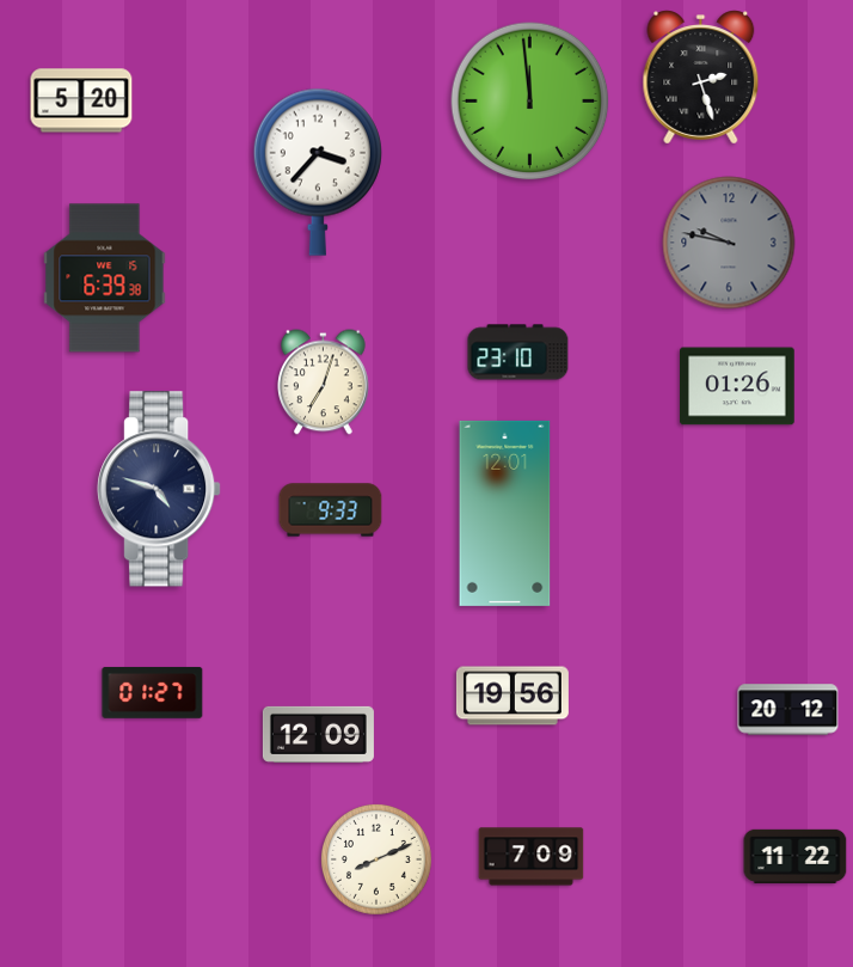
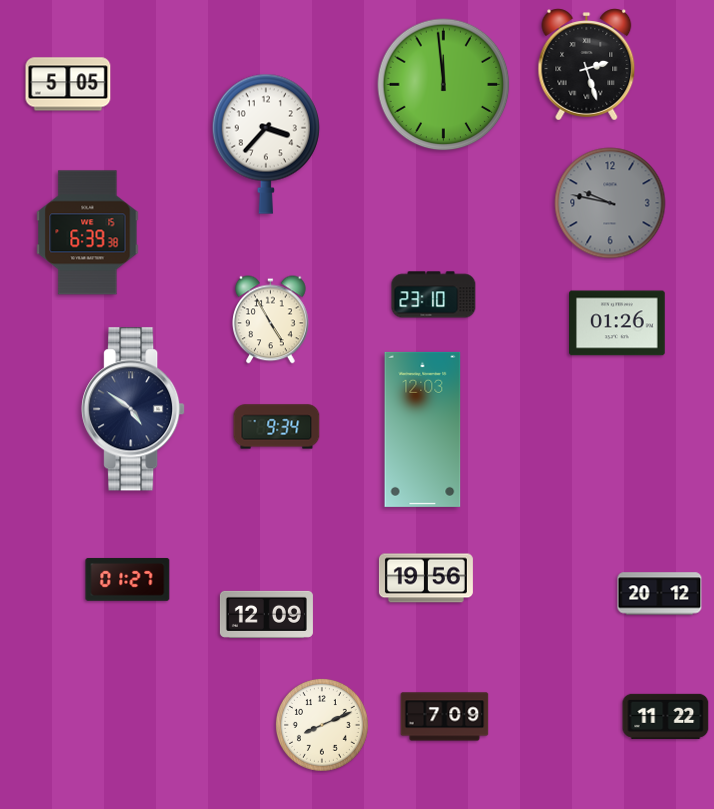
clock at (81, 100): 5:20 -> 5:05
clock at (324, 382): 7:03 -> 4:55
clock at (159, 489): 4:48 -> 4:51
clock at (331, 510): 9:33 -> 9:34
clock at (505, 513): 12:01 -> 12:03
clock at (513, 696) position: (513, 696) -> (426, 578)
clock at (376, 859) position: (376, 859) -> (322, 725)
